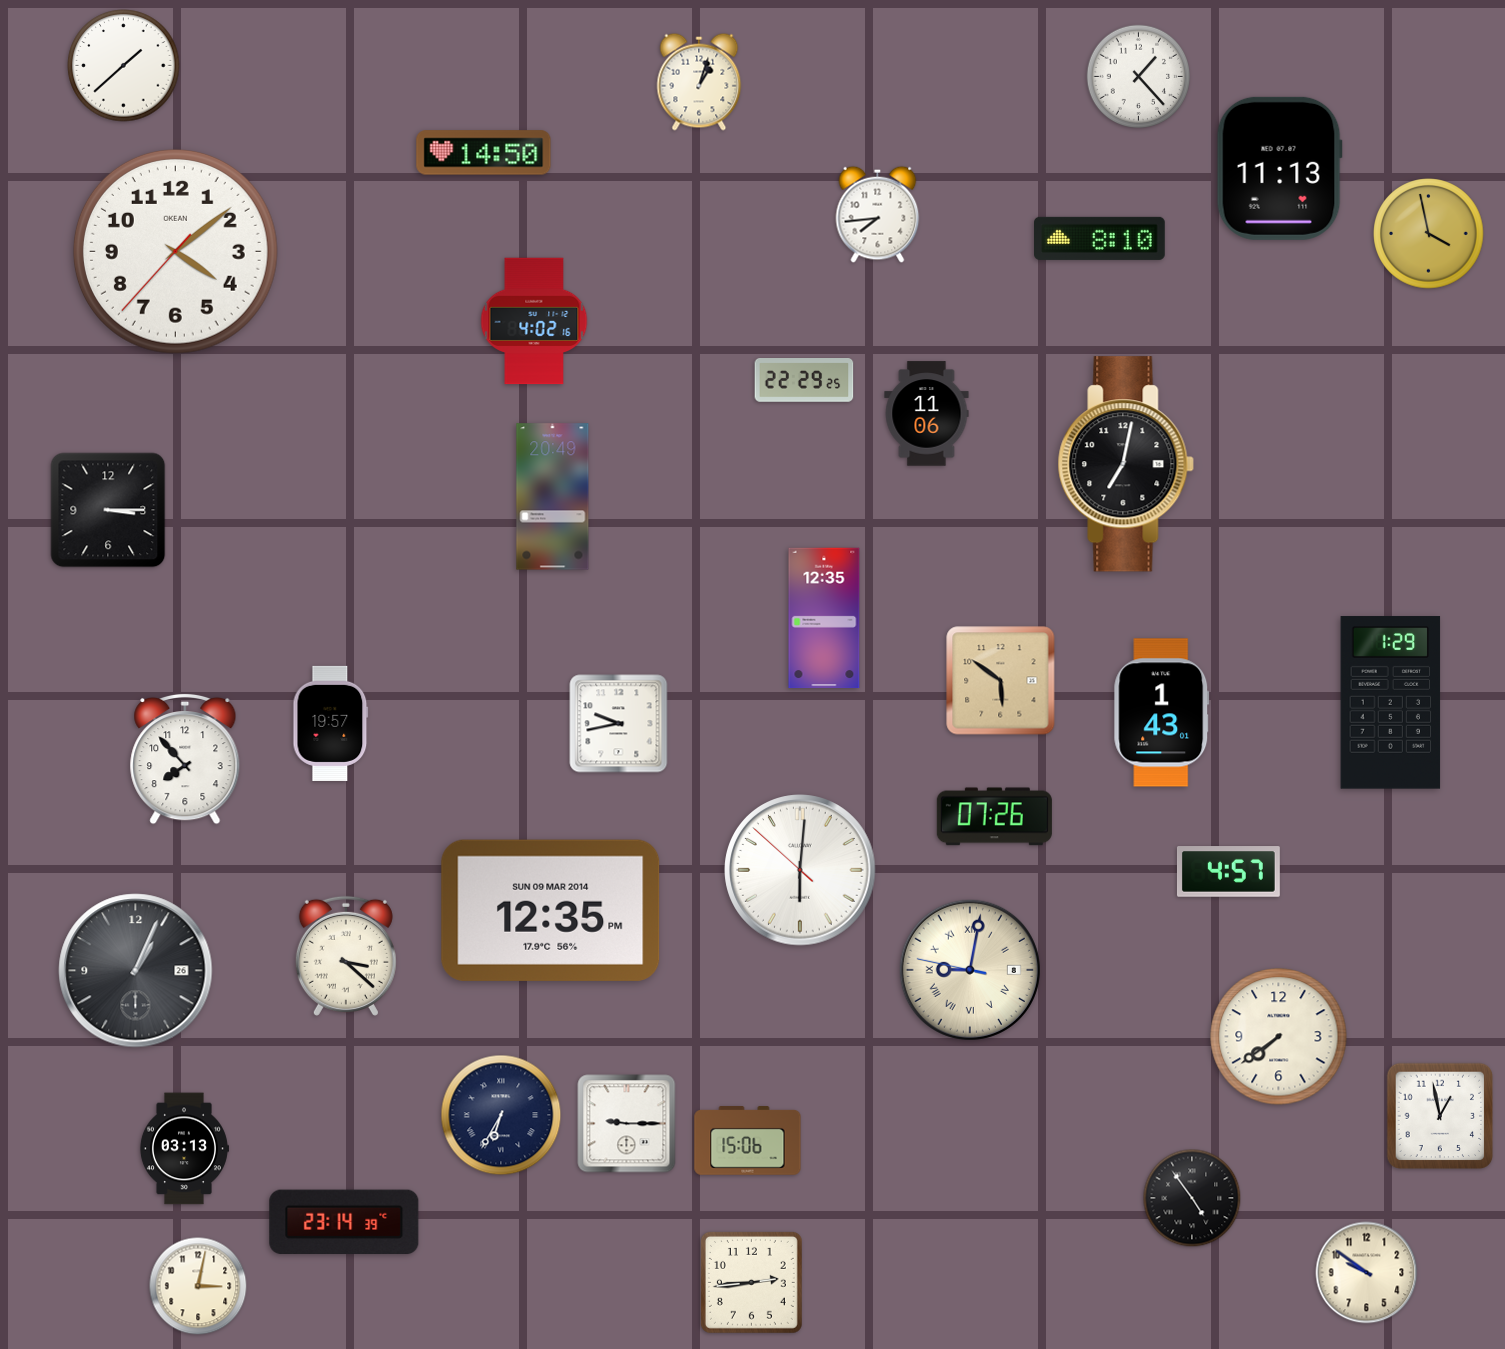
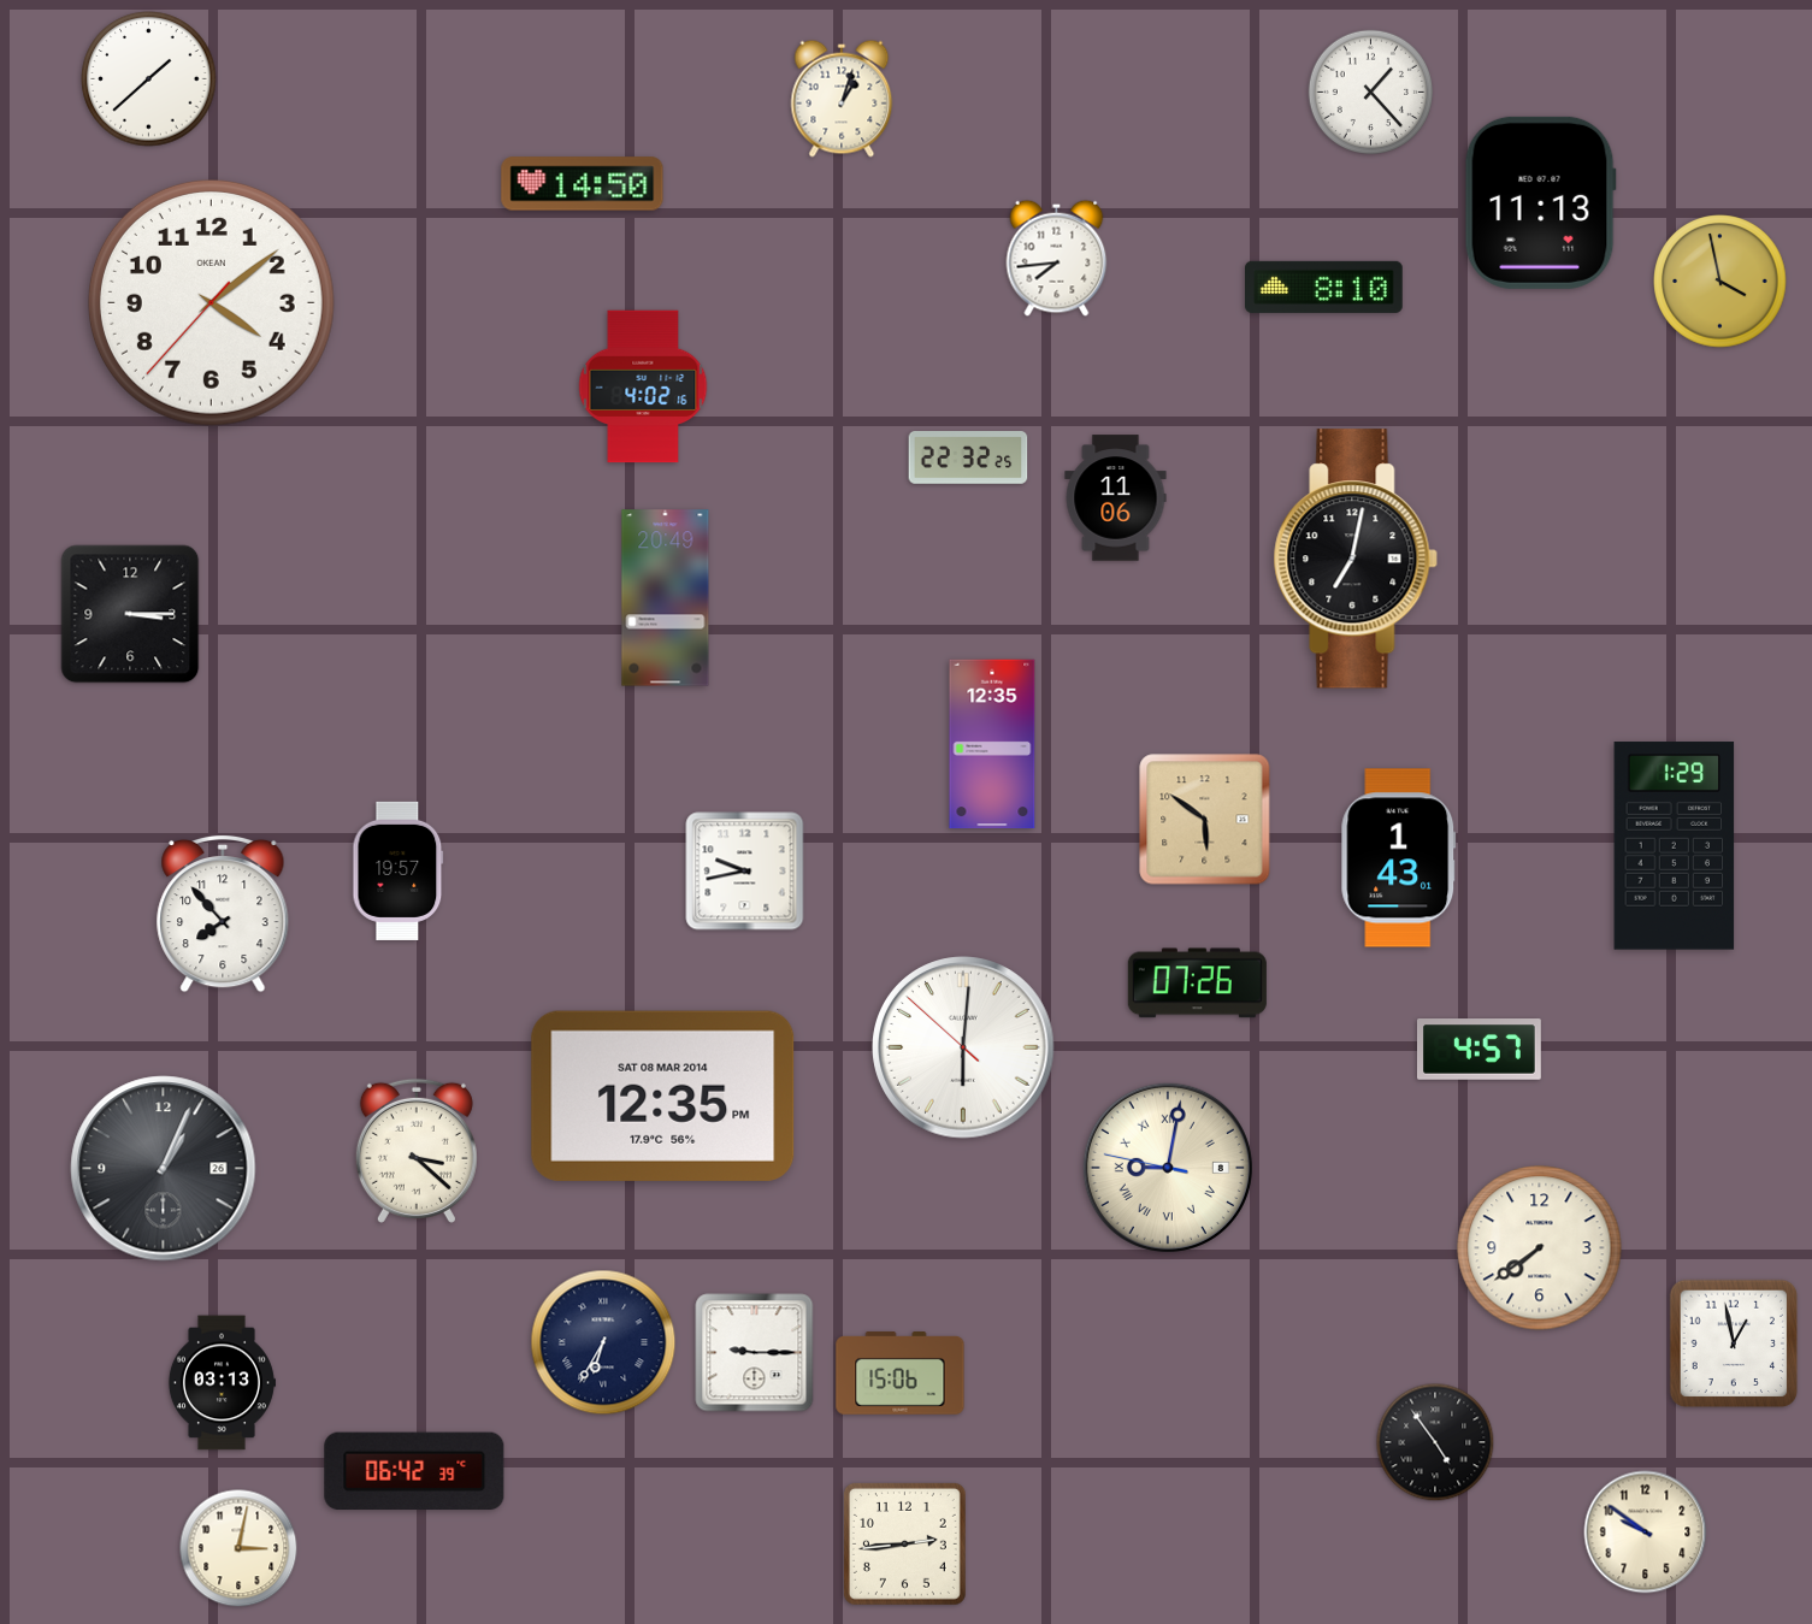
clock at (804, 380): 22:29 -> 22:32
clock at (551, 910) date: SUN 09 MAR 2014 -> SAT 08 MAR 2014
clock at (344, 1222): 23:14 -> 06:42
